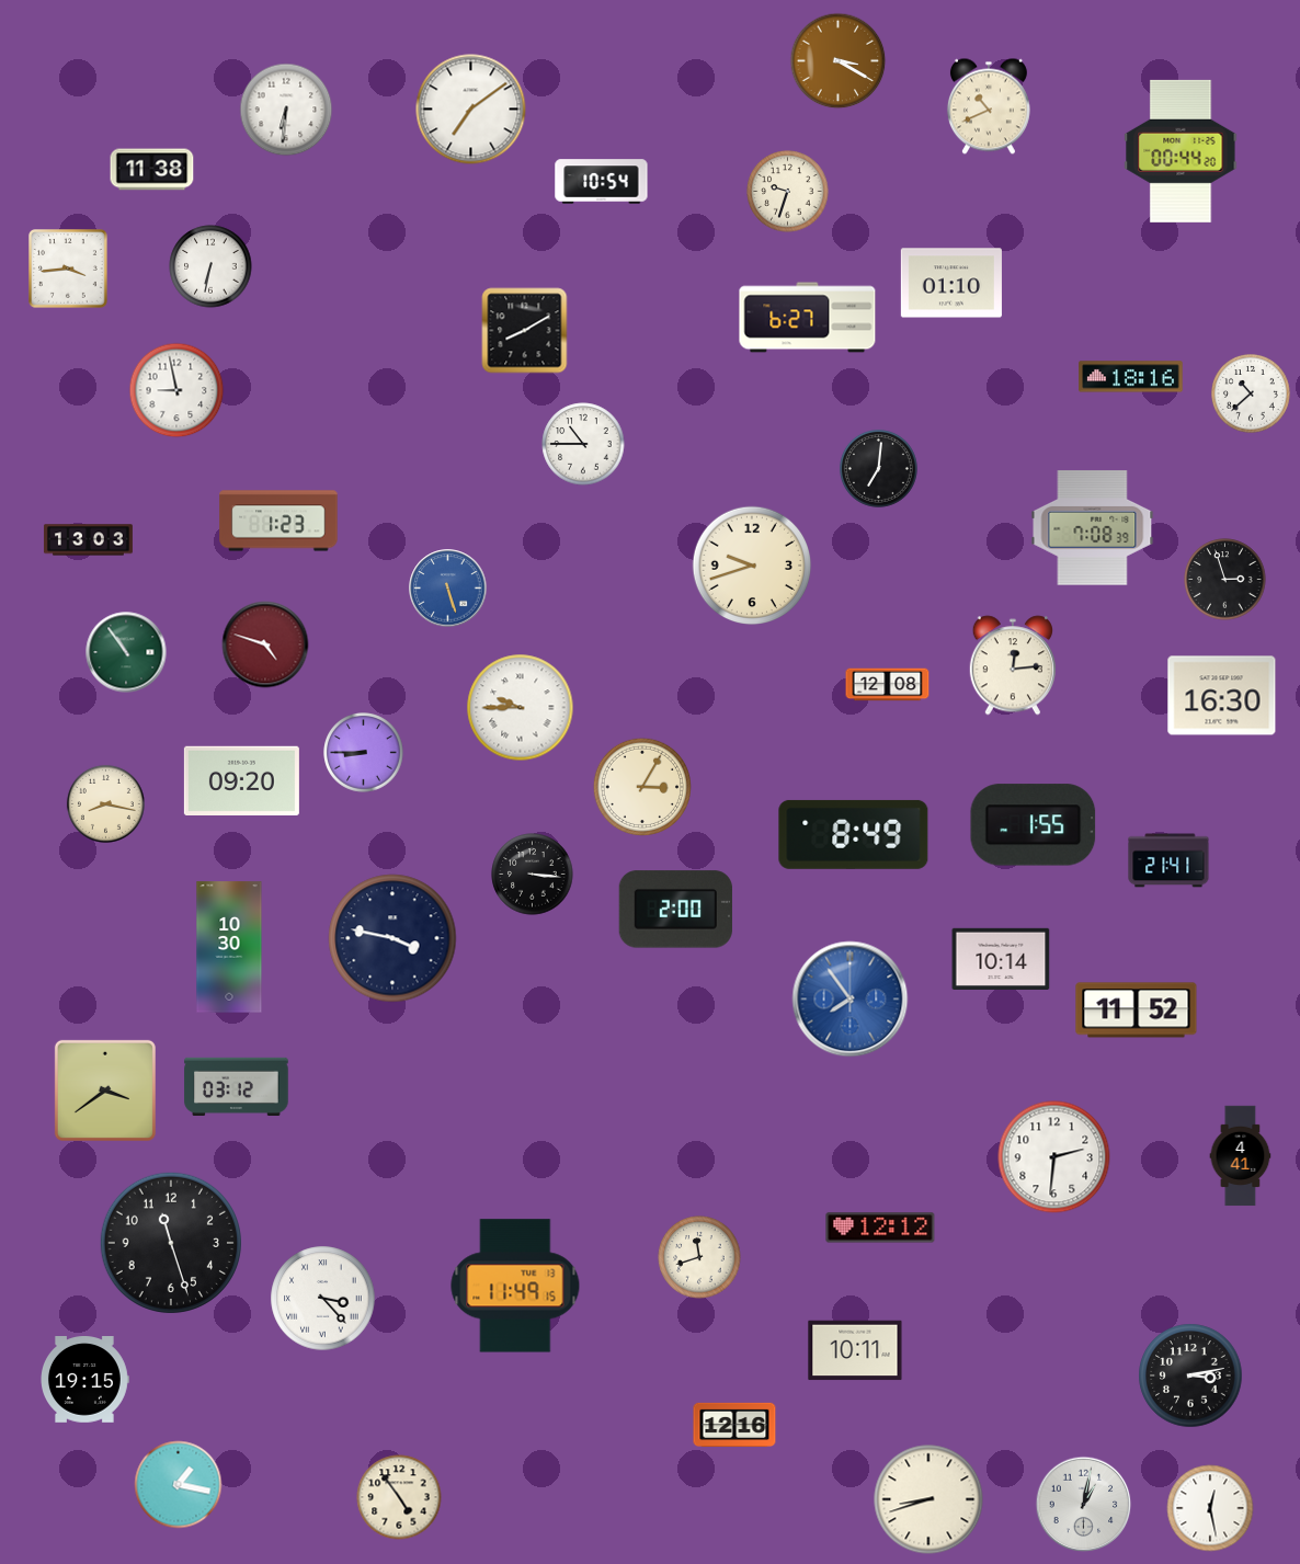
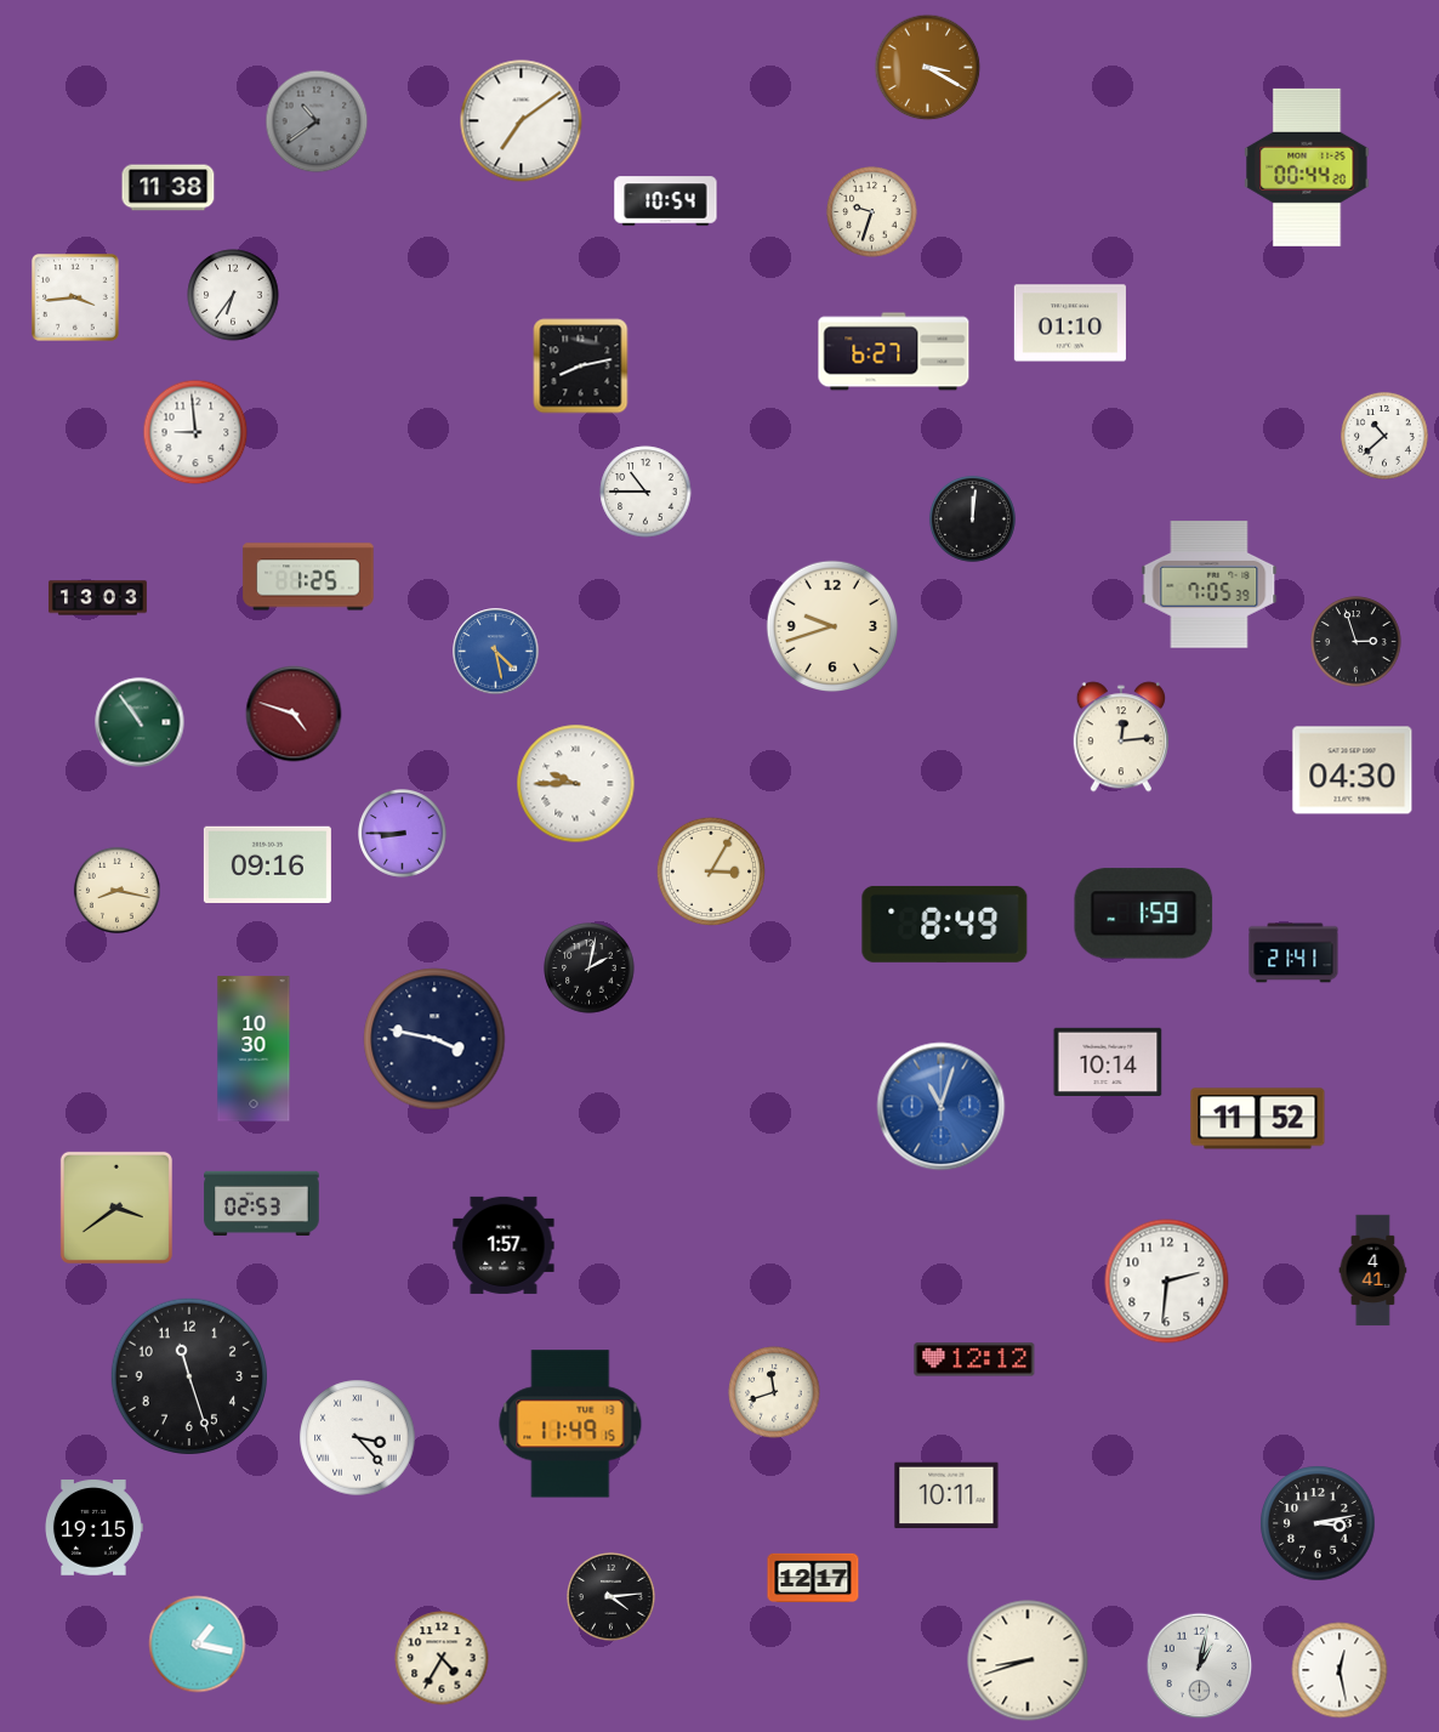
clock at (989, 106): 10:41 -> none
clock at (286, 110): 6:31 -> 10:39
clock at (286, 110) dial: white -> grey
clock at (210, 266): 6:32 -> 6:36
clock at (951, 283) position: (951, 283) -> (1070, 323)
clock at (525, 331): 8:10 -> 8:13
clock at (1131, 377): 18:16 -> none
clock at (176, 390): 8:58 -> 8:59
clock at (878, 468): 7:01 -> 12:01
clock at (278, 521): 1:23 -> 1:25
clock at (1093, 528): 7:08 -> 7:05
clock at (448, 589): 5:27 -> 4:28
clock at (888, 685): 12:08 -> none
clock at (1222, 696): 16:30 -> 04:30
clock at (241, 780): 09:20 -> 09:16
clock at (1034, 825): 1:55 -> 1:59
clock at (533, 875): 3:16 -> 2:02
clock at (675, 910): 2:00 -> none
clock at (851, 1000): 7:54 -> 11:03
clock at (237, 1086): 03:12 -> 02:53
clock at (504, 1245): none -> 1:57
clock at (1241, 1156) position: (1241, 1156) -> (1373, 1271)
clock at (734, 1424): 12:16 -> 12:17
clock at (612, 1597): none -> 4:14
clock at (399, 1497): 4:54 -> 4:35
